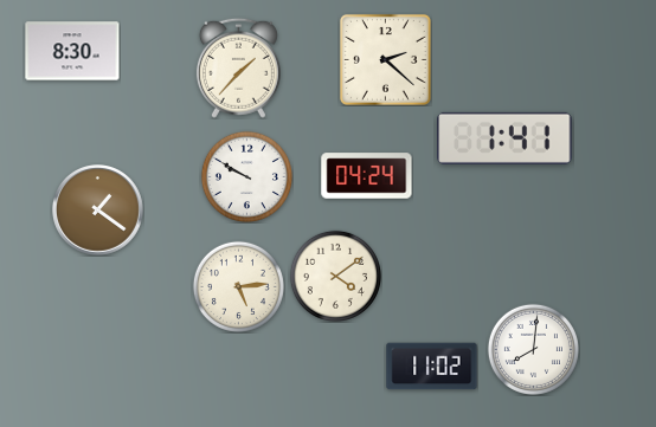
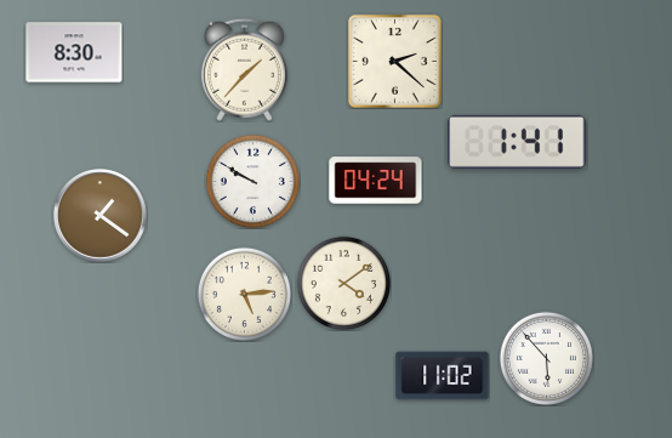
clock at (533, 349): 8:01 -> 5:53
